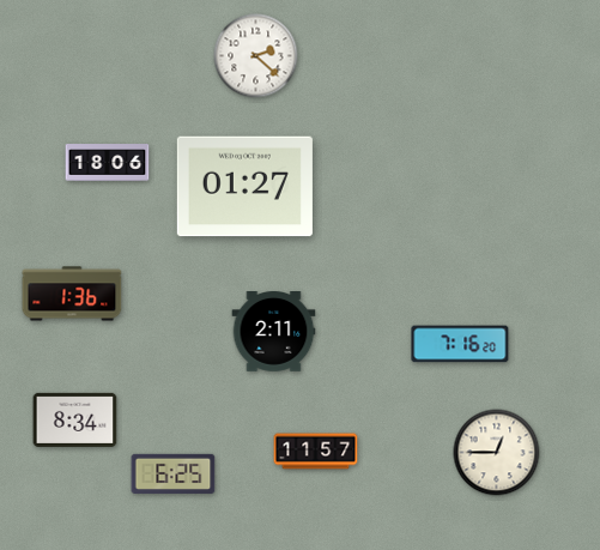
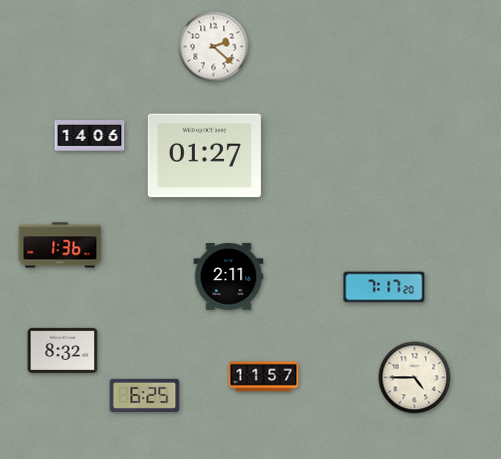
clock at (108, 163): 18:06 -> 14:06
clock at (460, 344): 7:16 -> 7:17
clock at (75, 419): 8:34 -> 8:32
clock at (497, 453): 12:45 -> 4:45
